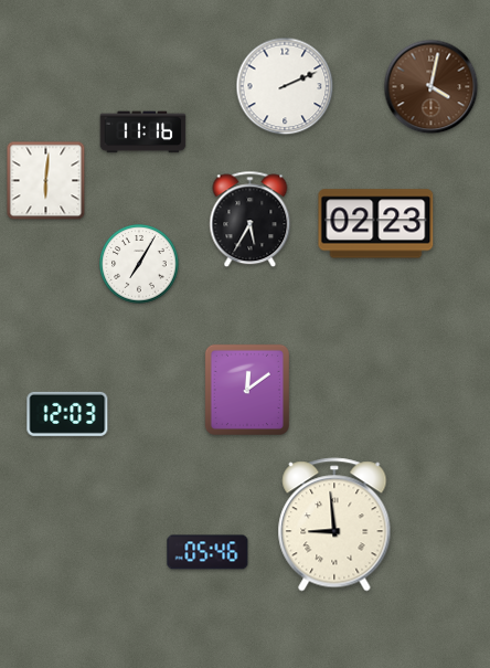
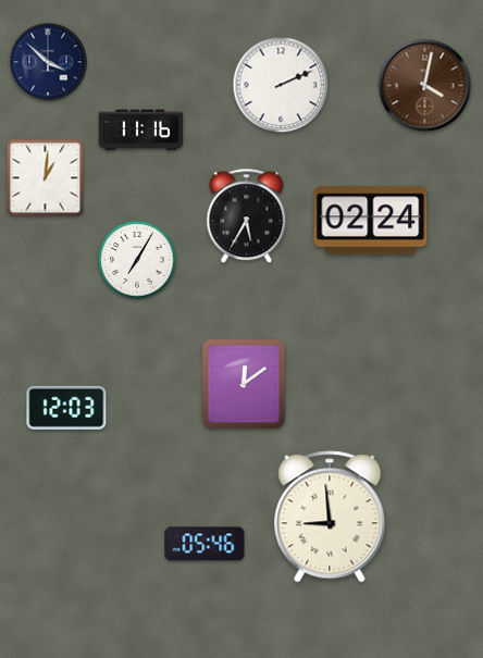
clock at (48, 62): none -> 3:52
clock at (46, 181): 6:01 -> 1:01
clock at (376, 224): 02:23 -> 02:24
